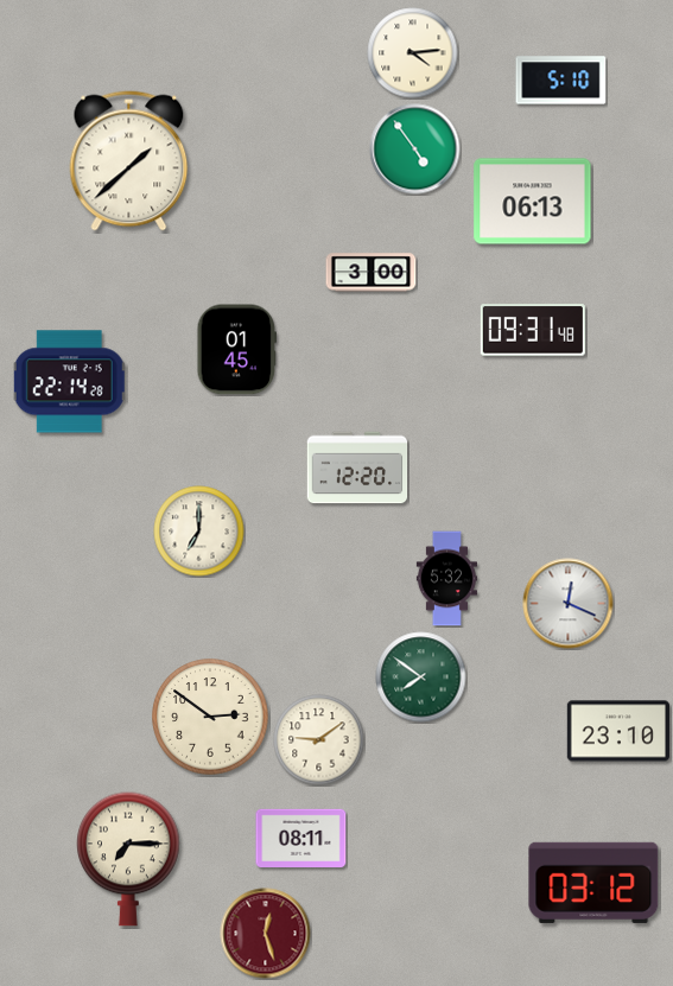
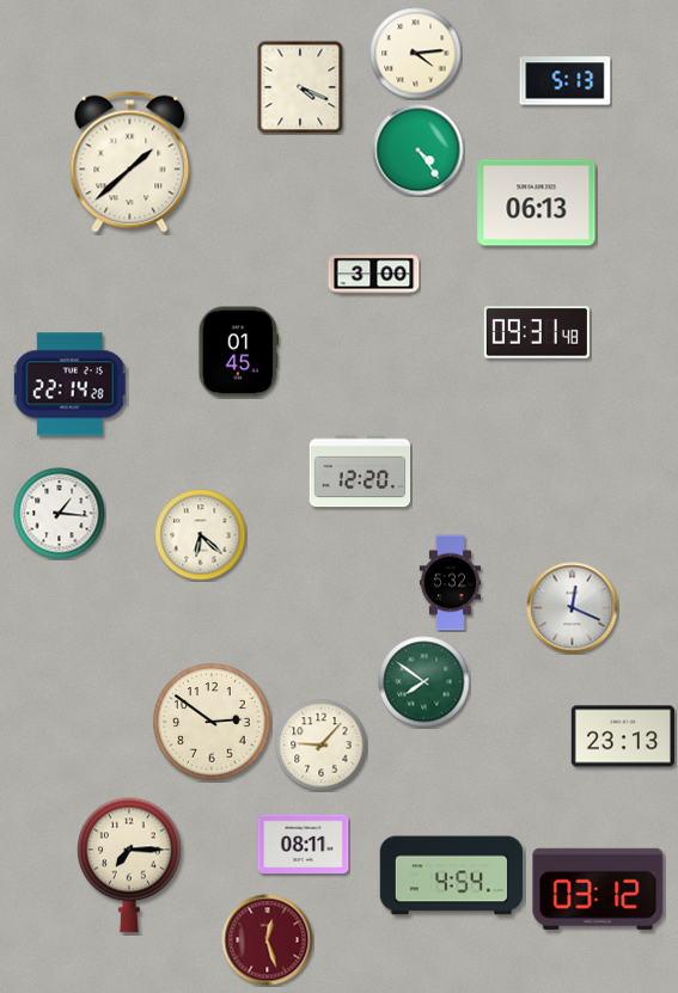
clock at (561, 81): 5:10 -> 5:13
clock at (300, 87): none -> 4:19
clock at (415, 150): 4:54 -> 4:24
clock at (60, 514): none -> 1:16
clock at (199, 532): 7:00 -> 6:22
clock at (618, 731): 23:10 -> 23:13
clock at (319, 740): 9:09 -> 9:07
clock at (452, 876): none -> 4:54
